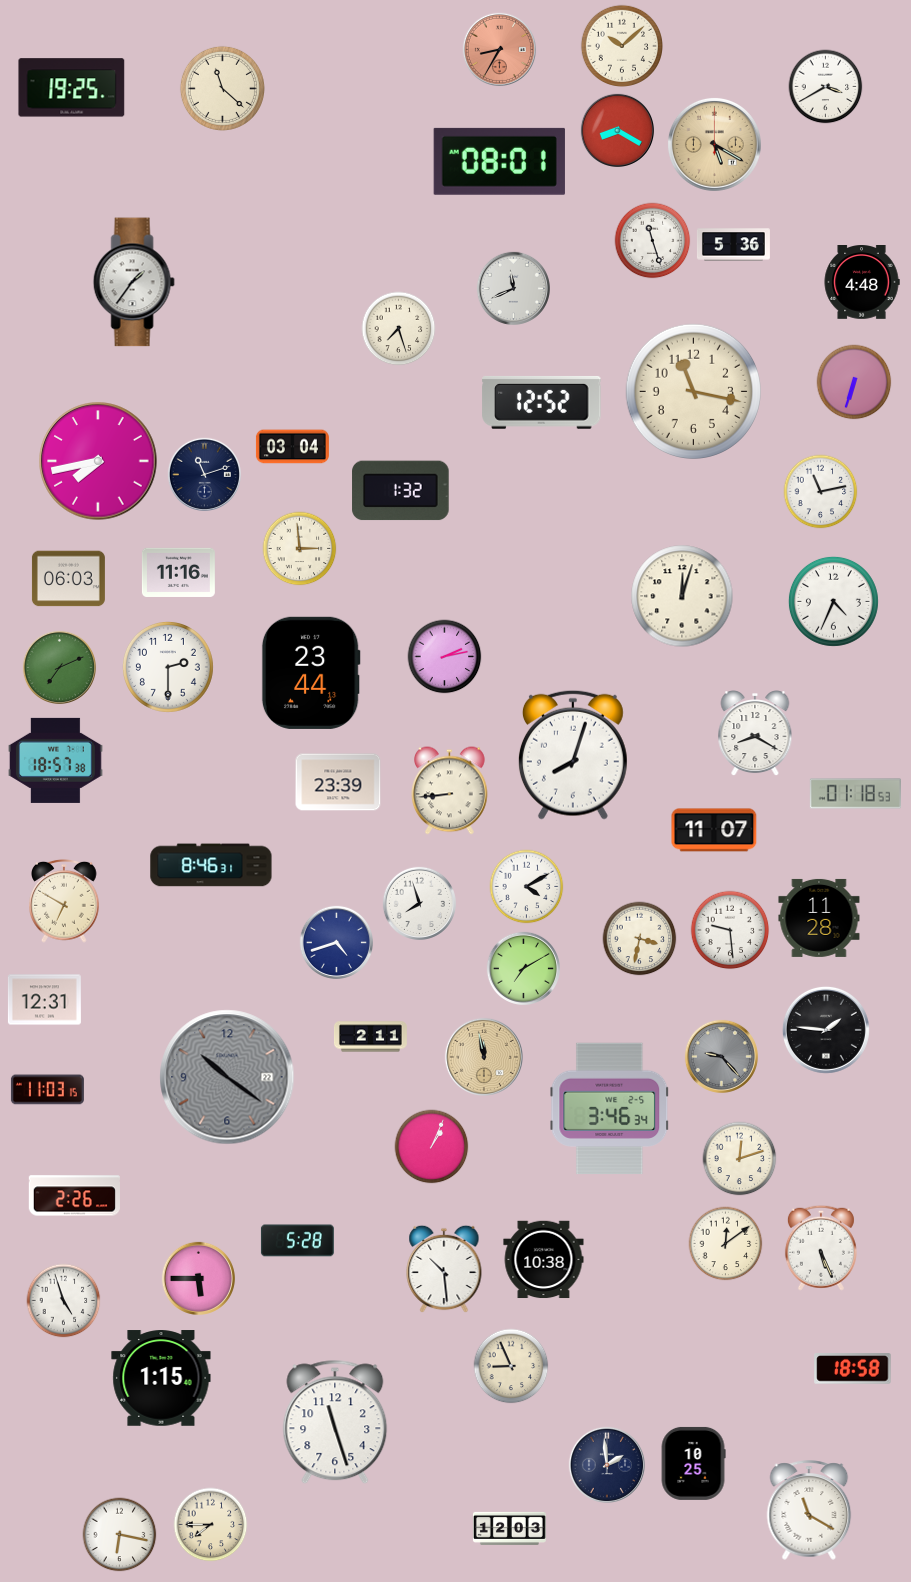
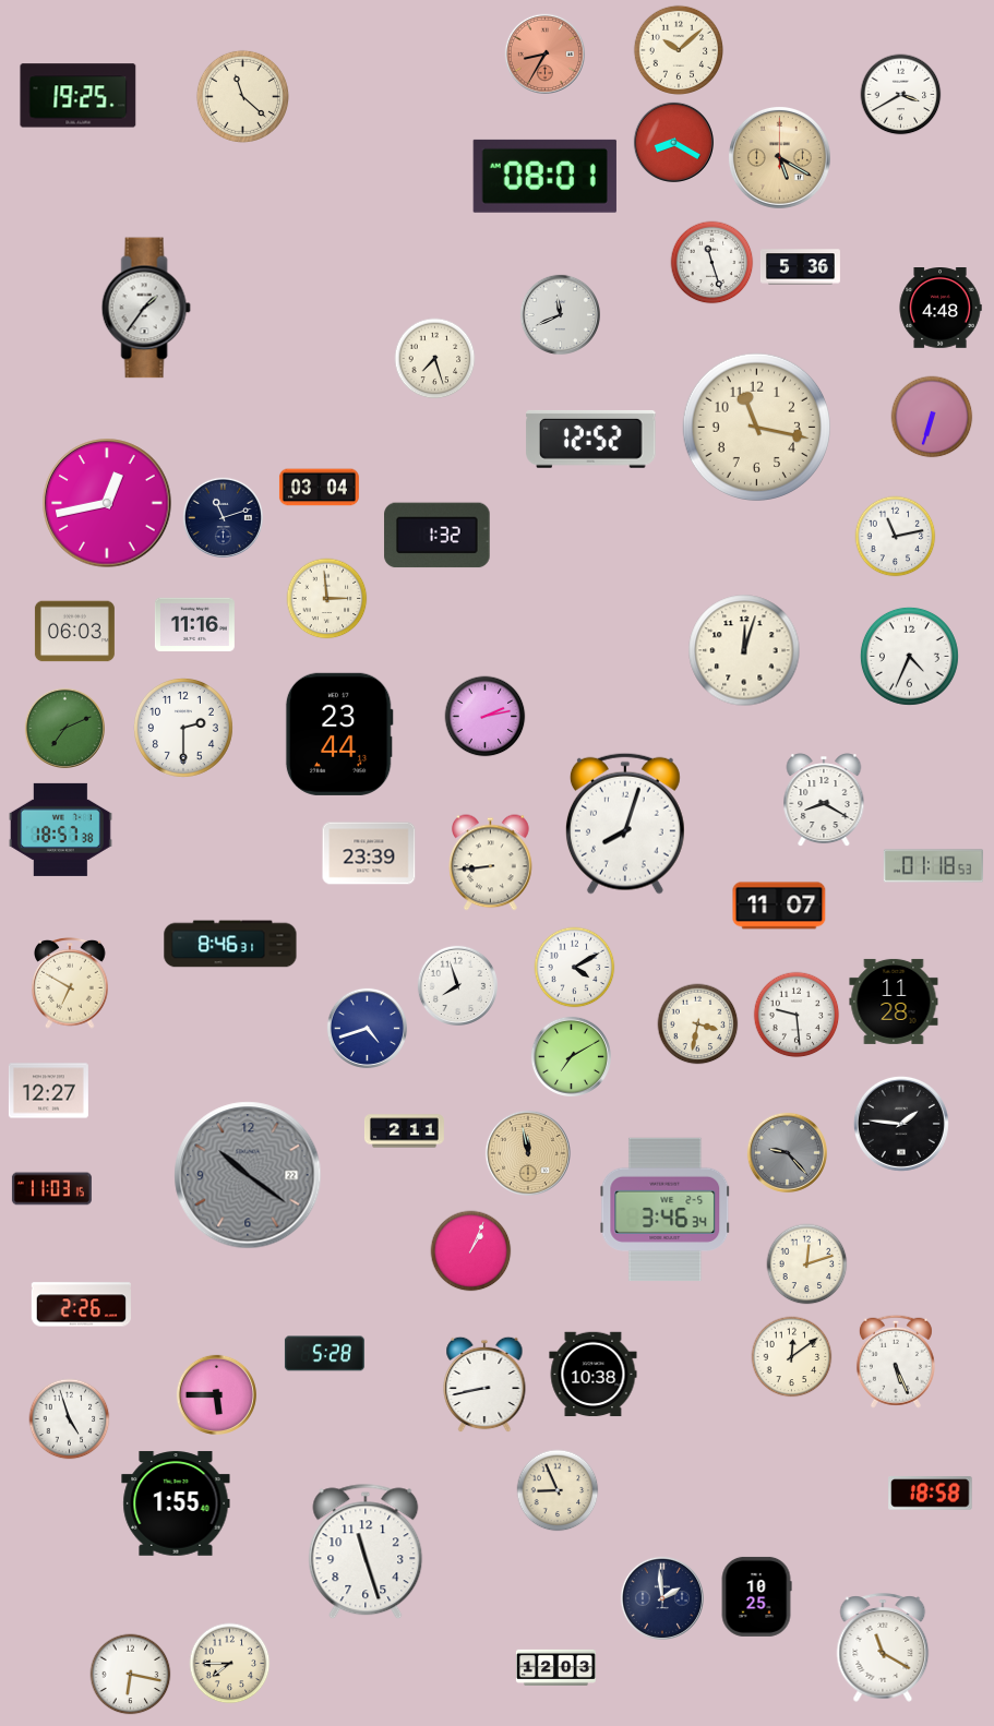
clock at (98, 461): 7:43 -> 12:43
clock at (44, 1000): 12:31 -> 12:27
clock at (444, 1269): 10:29 -> 8:43
clock at (161, 1378): 1:15 -> 1:55
